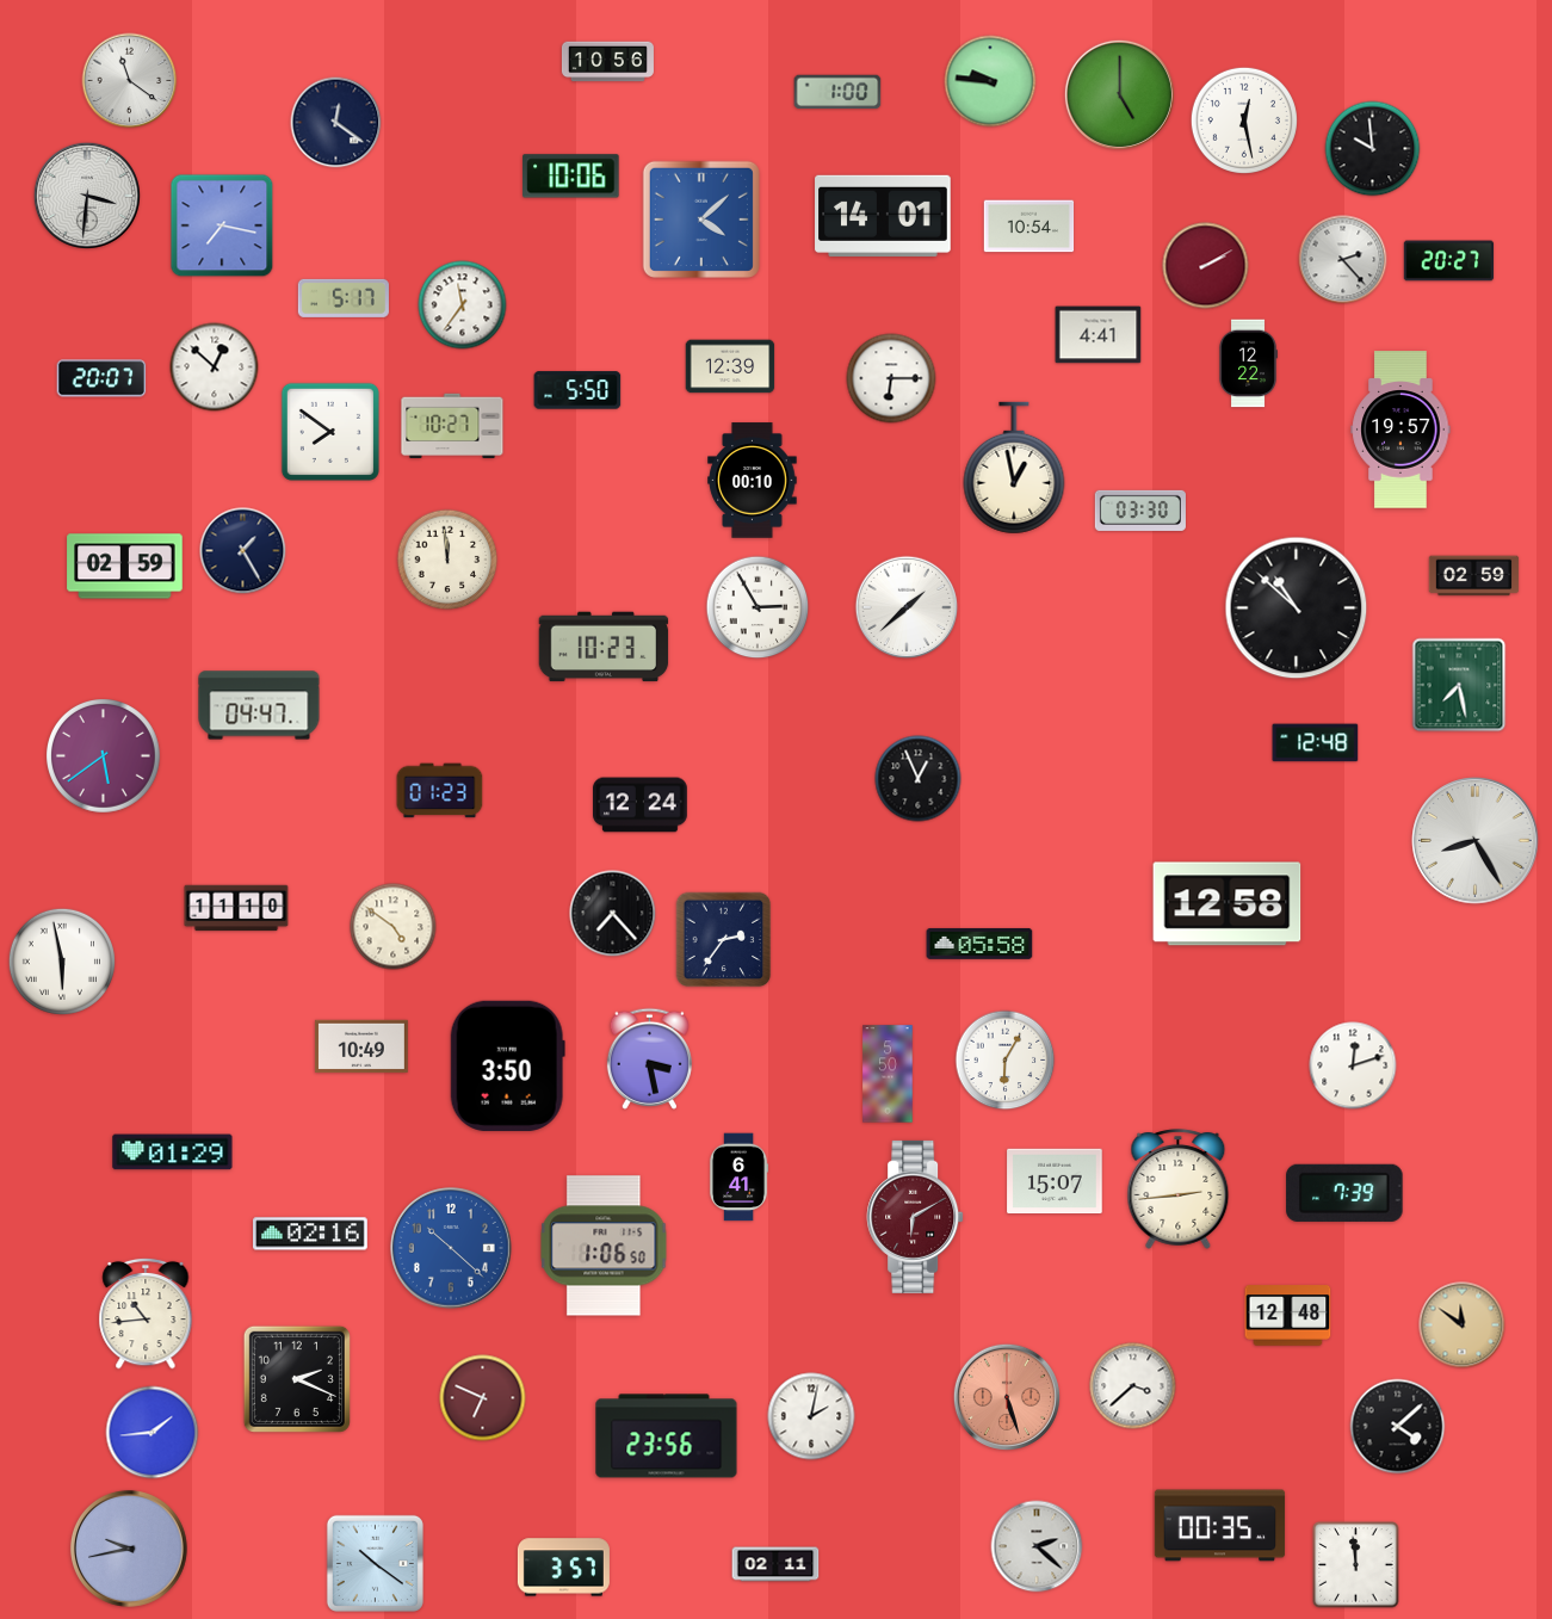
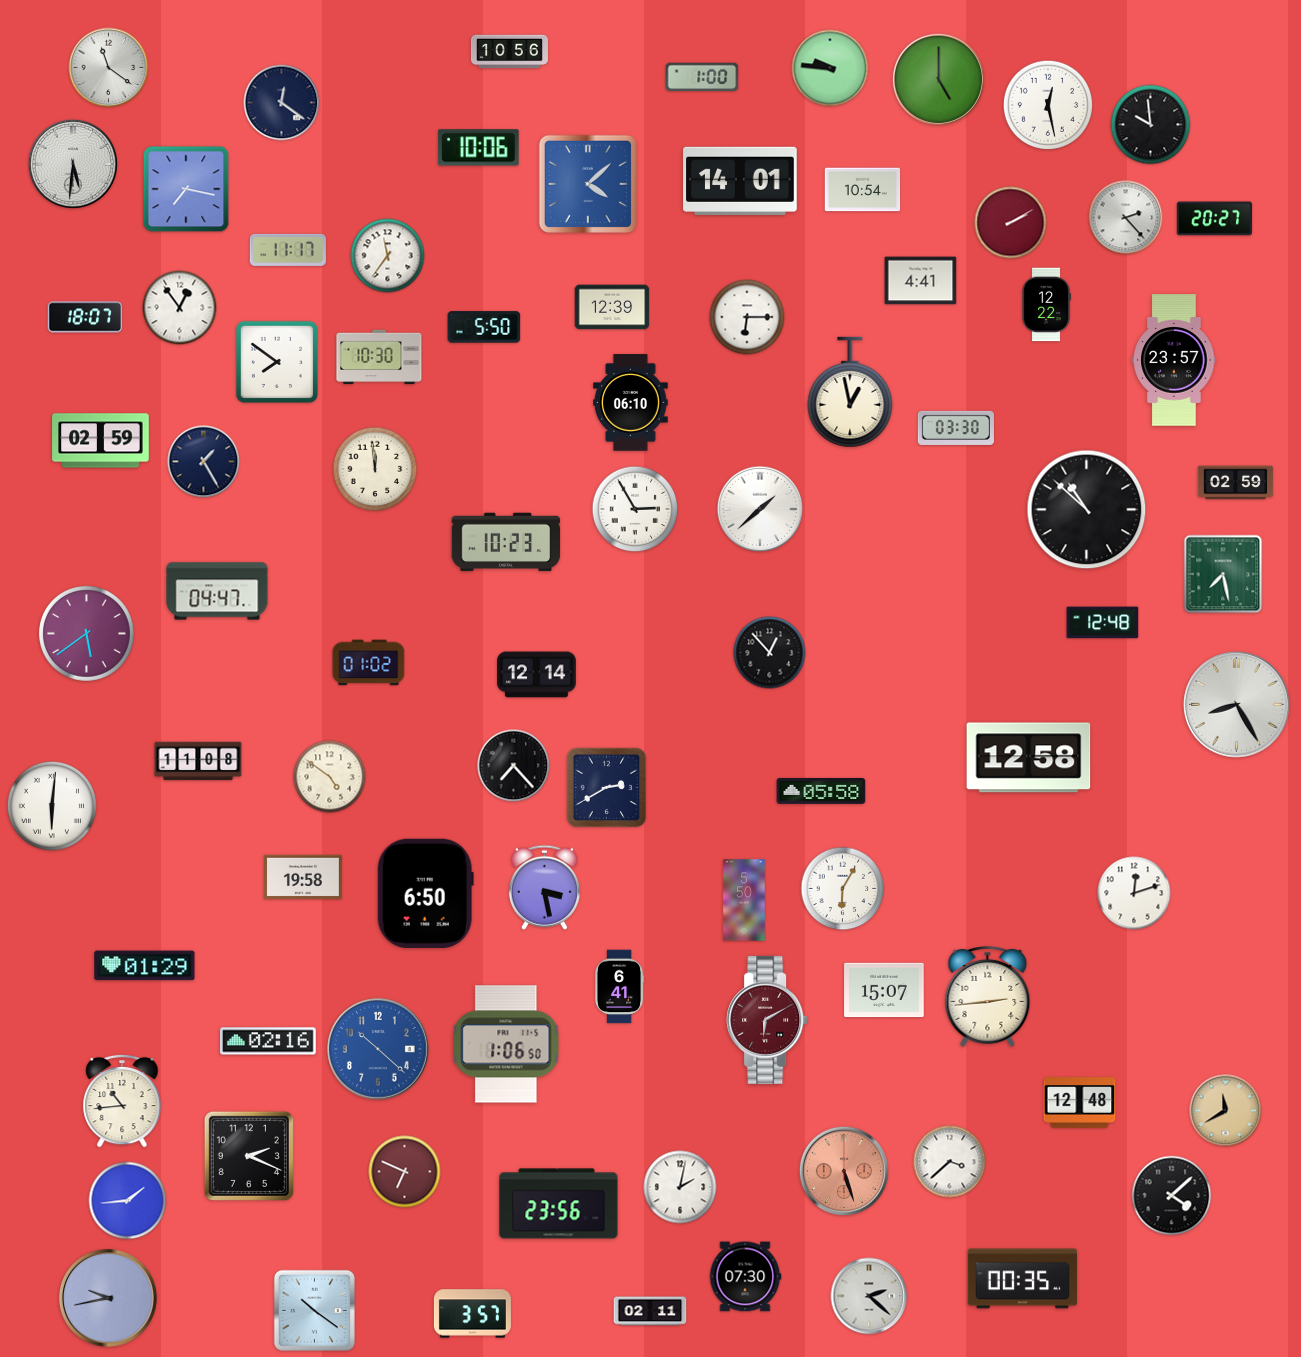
clock at (1244, 121) position: (1244, 121) -> (1048, 105)
clock at (87, 196): 3:31 -> 5:31
clock at (344, 298): 5:17 -> 11:17
clock at (215, 367): 12:52 -> 12:54
clock at (101, 378): 20:07 -> 18:07
clock at (452, 426): 10:27 -> 10:30
clock at (1400, 430): 19:57 -> 23:57
clock at (753, 481): 00:10 -> 06:10
clock at (125, 567) position: (125, 567) -> (101, 441)
clock at (919, 779): 12:56 -> 12:53
clock at (440, 791): 01:23 -> 01:02
clock at (641, 805): 12:24 -> 12:14
clock at (236, 908): 11:10 -> 11:08
clock at (724, 940): 2:36 -> 2:40
clock at (62, 962): 5:58 -> 6:01
clock at (361, 1046): 10:49 -> 19:58
clock at (507, 1065): 3:50 -> 6:50
clock at (1344, 1193): 7:39 -> none
clock at (311, 1234) position: (311, 1234) -> (269, 1041)
clock at (452, 1249) position: (452, 1249) -> (379, 1050)
clock at (1463, 1326): 11:51 -> 11:40
clock at (745, 1277): none -> 07:30
clock at (1356, 1565): 11:59 -> none
